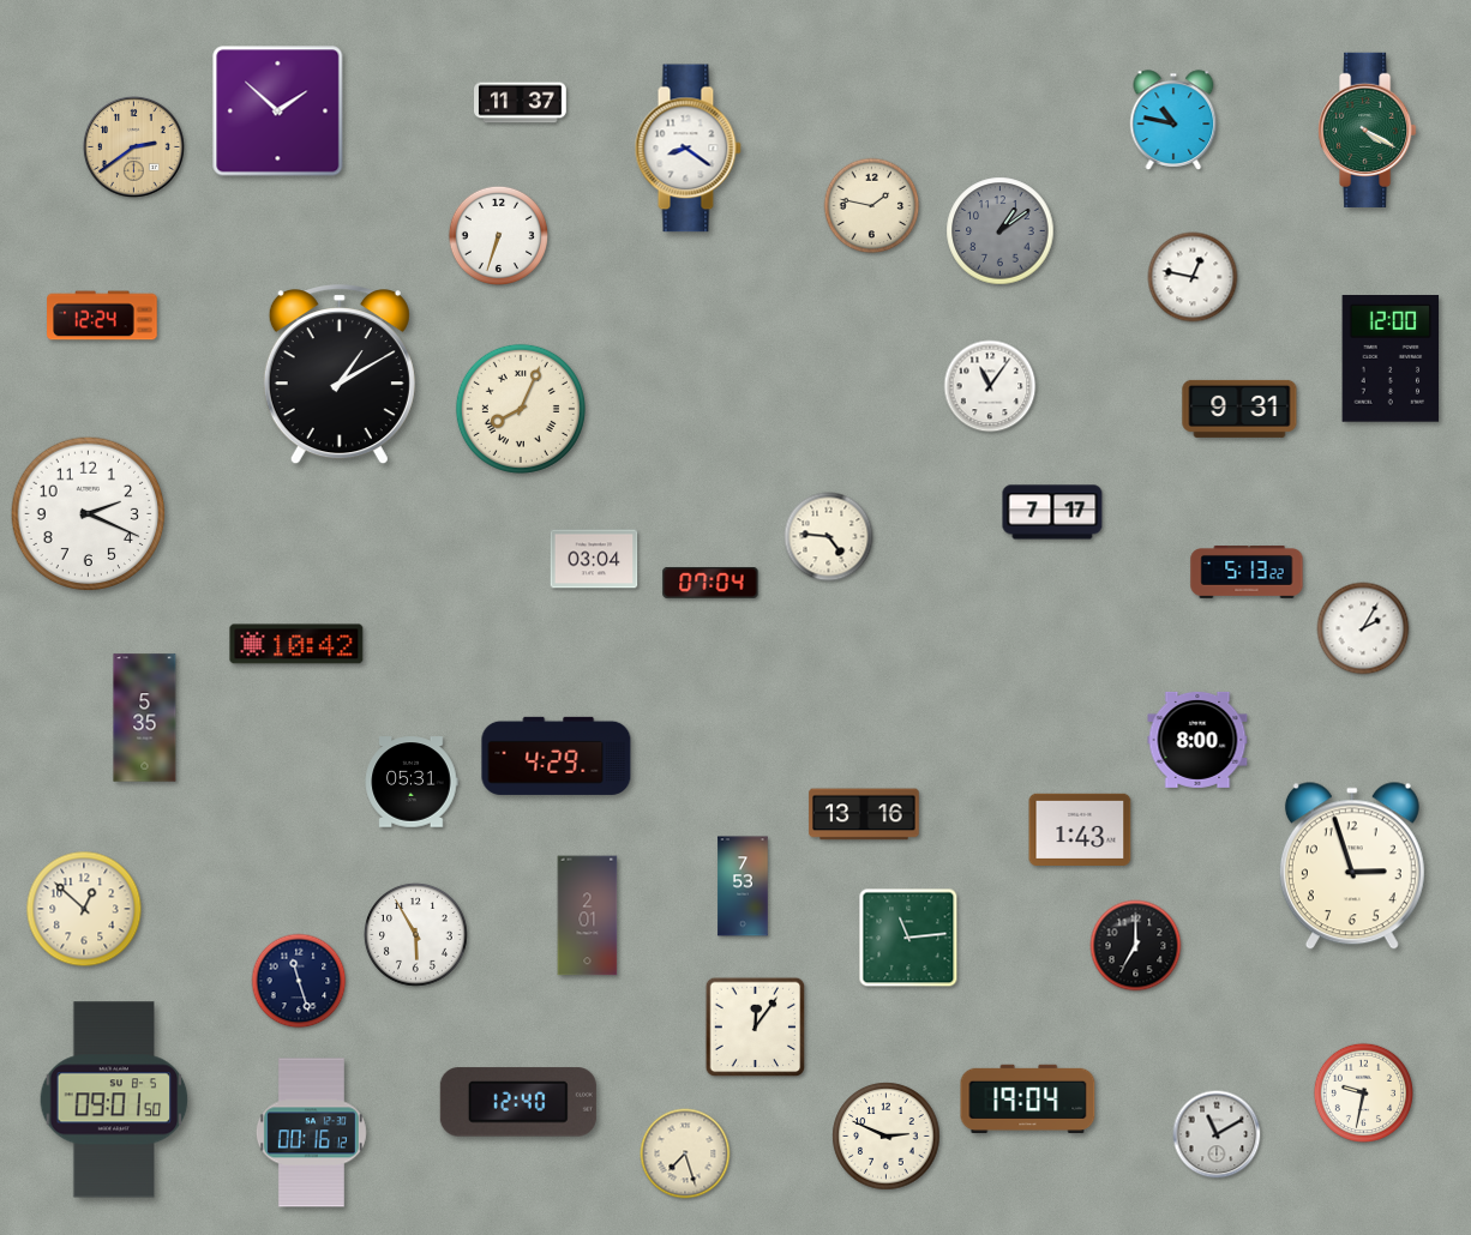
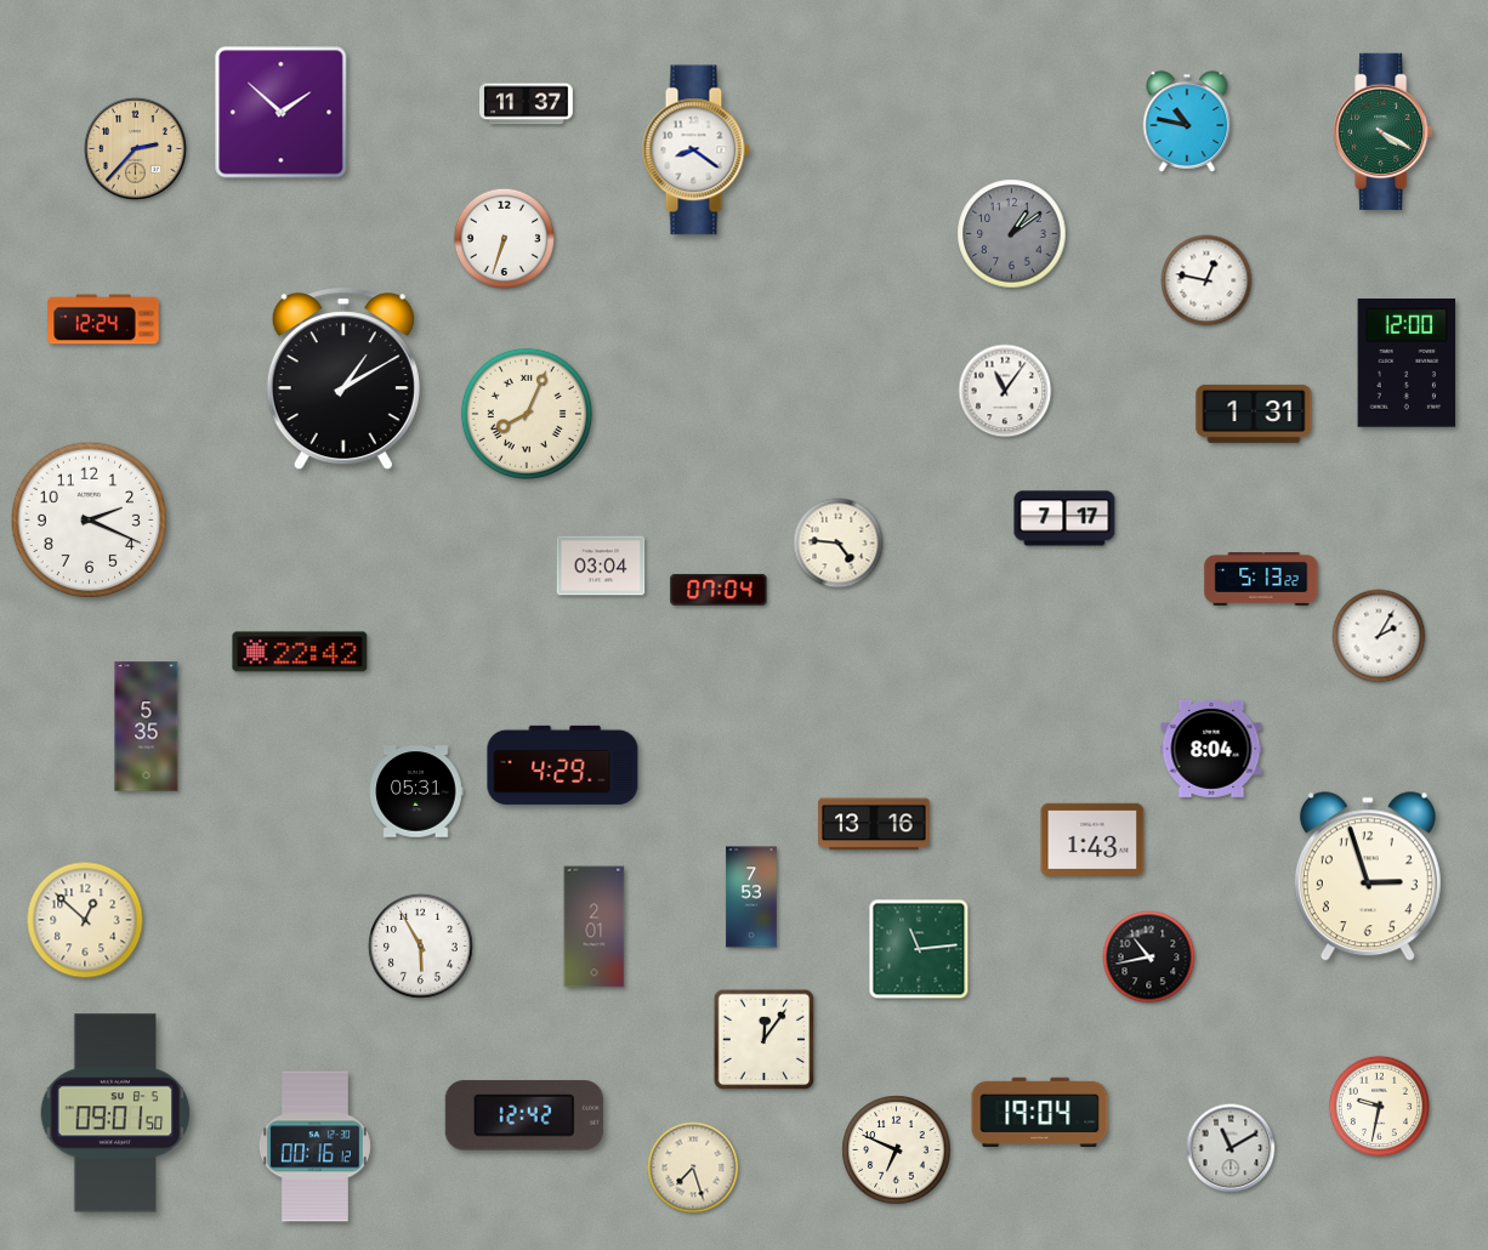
clock at (133, 146): 2:39 -> 2:37
clock at (872, 206): 1:47 -> none
clock at (990, 386) position: (990, 386) -> (1005, 391)
clock at (1239, 409): 9:31 -> 1:31
clock at (296, 644): 10:42 -> 22:42
clock at (1197, 740): 8:00 -> 8:04
clock at (1136, 946): 7:00 -> 10:43
clock at (299, 981): 11:27 -> none
clock at (518, 1102): 12:40 -> 12:42
clock at (887, 1137): 2:49 -> 6:49
